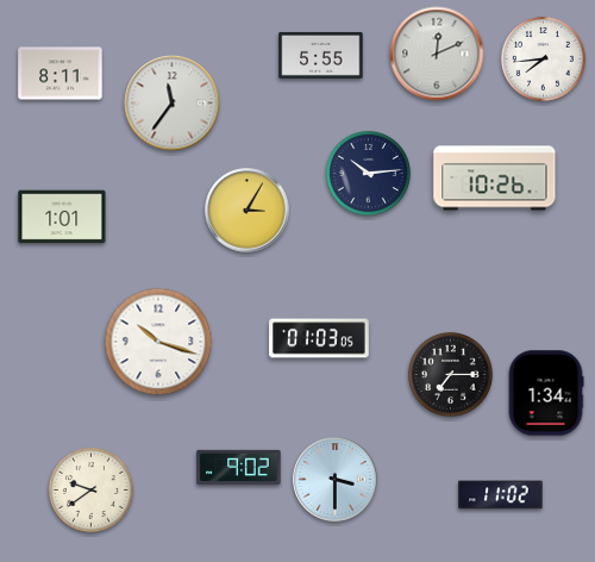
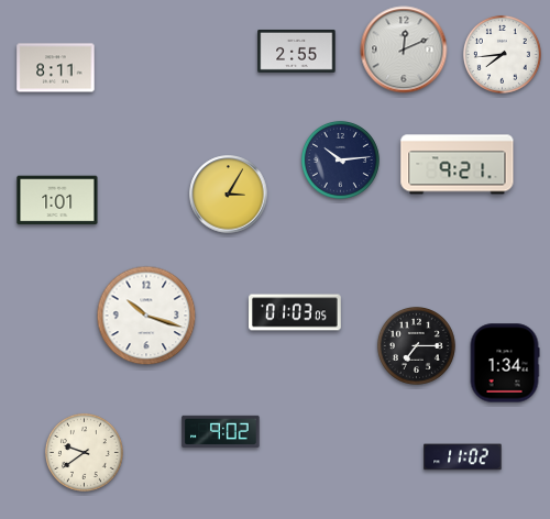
clock at (321, 55): 5:55 -> 2:55
clock at (173, 104): 11:36 -> none
clock at (495, 179): 10:26 -> 9:21
clock at (336, 480): 3:30 -> none
